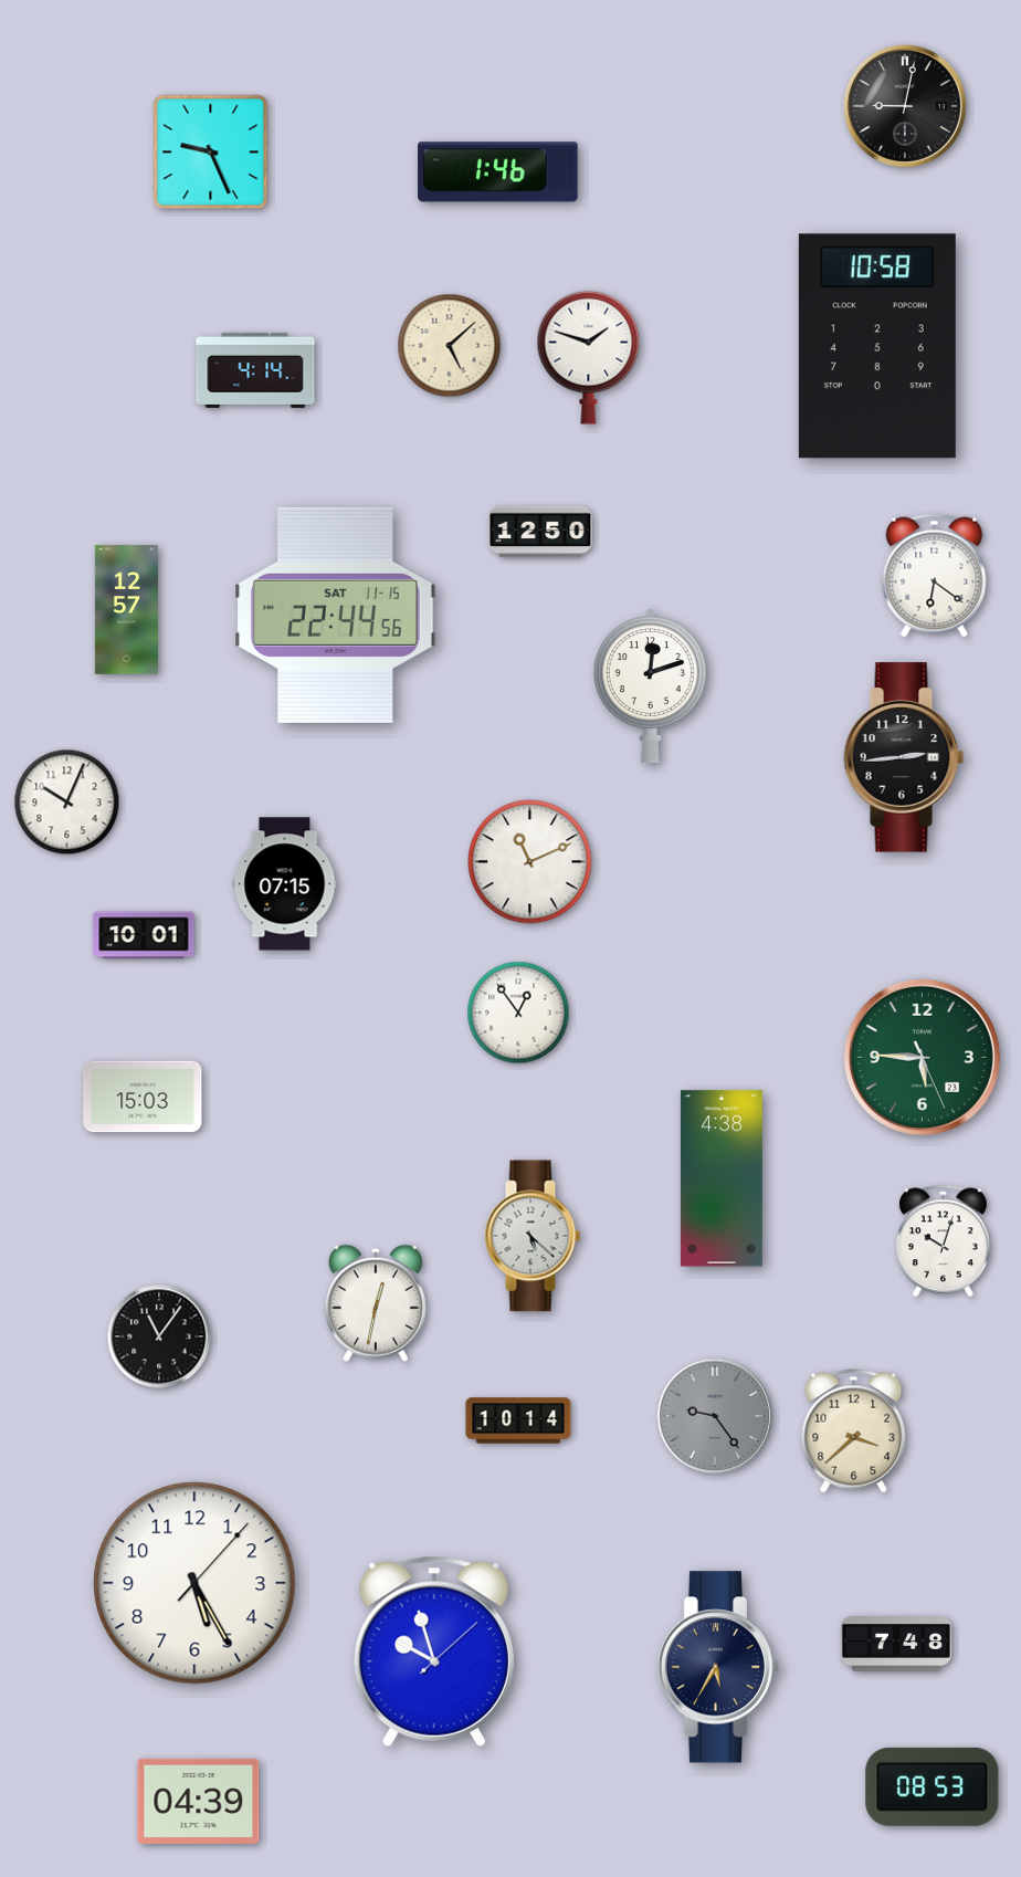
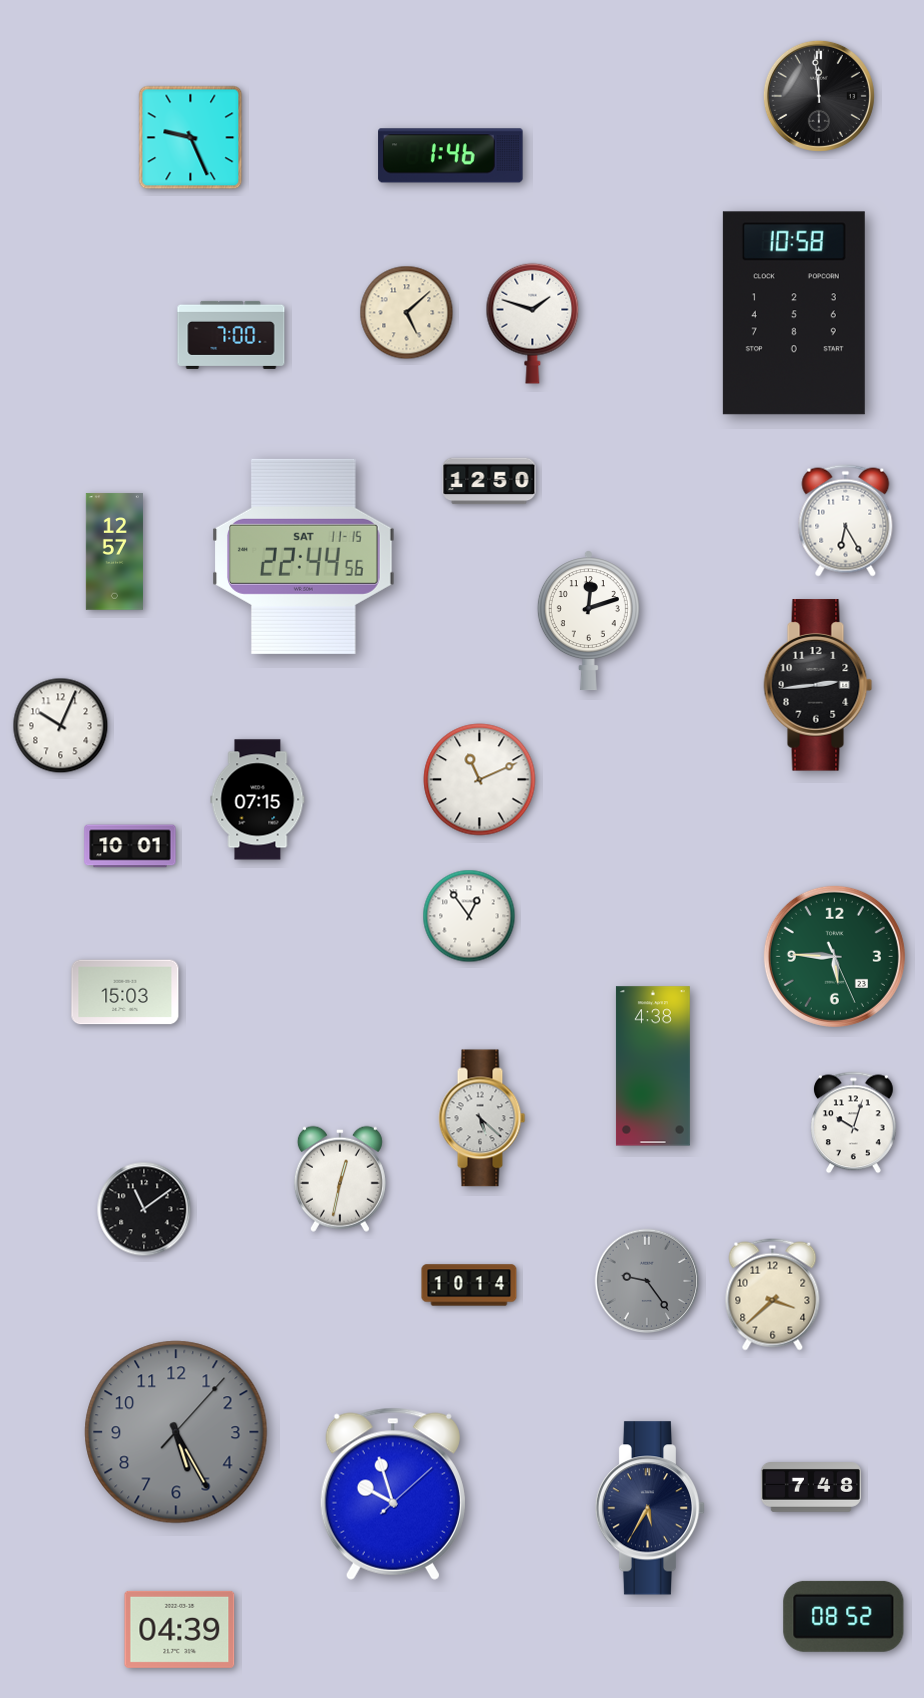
clock at (905, 106): 9:02 -> 11:59
clock at (255, 370): 4:14 -> 7:00
clock at (935, 576): 6:21 -> 6:25
clock at (143, 1097) position: (143, 1097) -> (125, 992)
clock at (159, 1336): 11:06 -> 11:09
clock at (194, 1583) dial: white -> grey
clock at (933, 1786): 08:53 -> 08:52
